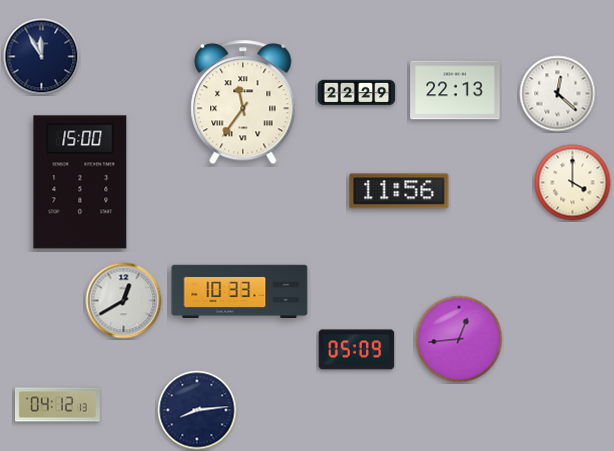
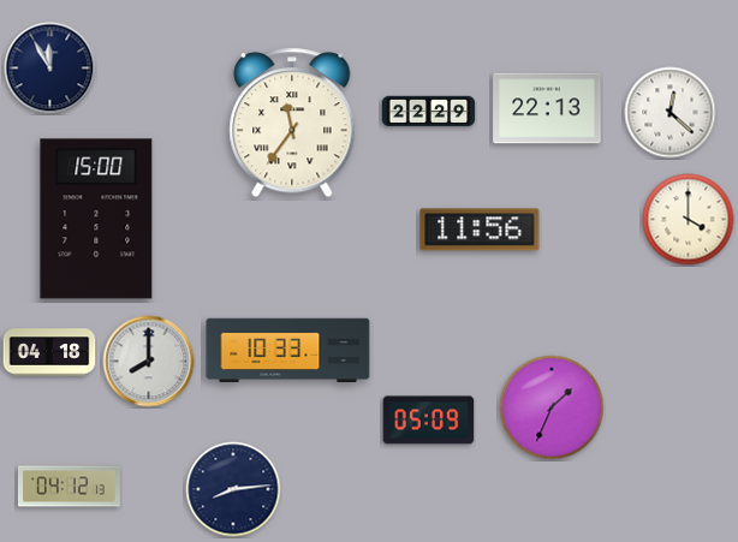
clock at (49, 352): none -> 04:18
clock at (124, 301): 12:40 -> 8:00
clock at (459, 339): 12:44 -> 1:34
clock at (197, 410) position: (197, 410) -> (233, 489)
